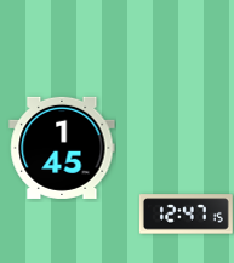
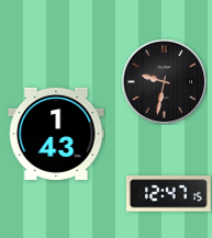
clock at (164, 81): none -> 9:32
clock at (62, 148): 1:45 -> 1:43
